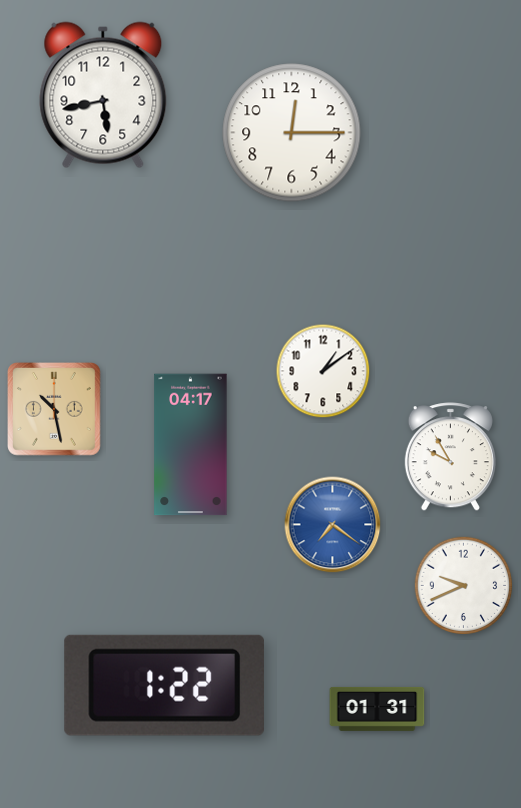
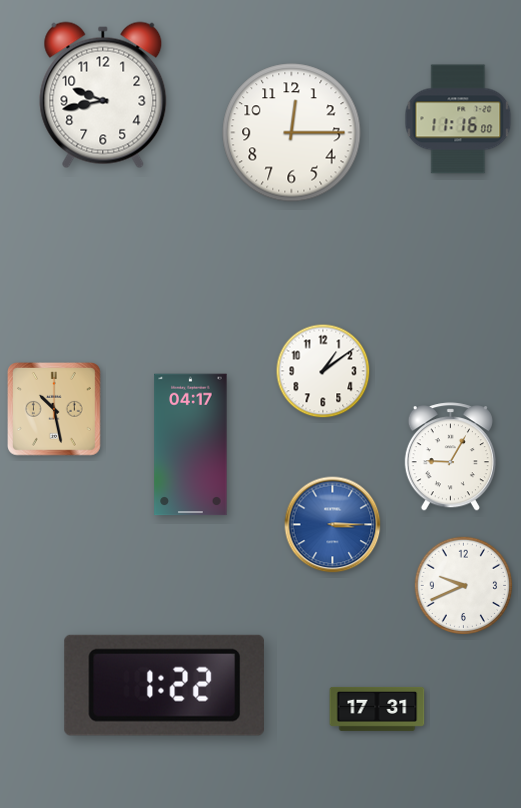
clock at (103, 95): 5:43 -> 9:43
clock at (458, 119): none -> 11:16
clock at (450, 457): 9:55 -> 9:05
clock at (333, 525): 7:21 -> 3:15
clock at (377, 709): 01:31 -> 17:31
